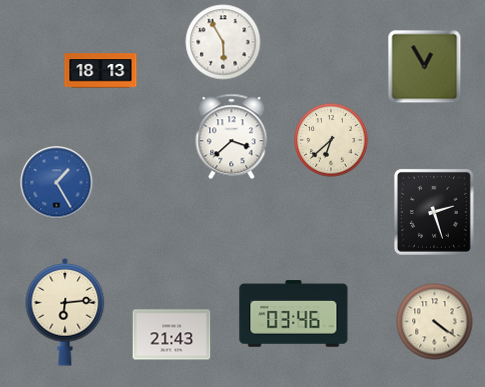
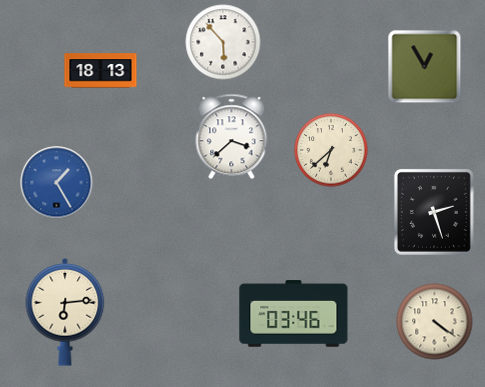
clock at (223, 42): 5:55 -> 5:53
clock at (331, 140) position: (331, 140) -> (331, 150)
clock at (172, 335): 21:43 -> none
